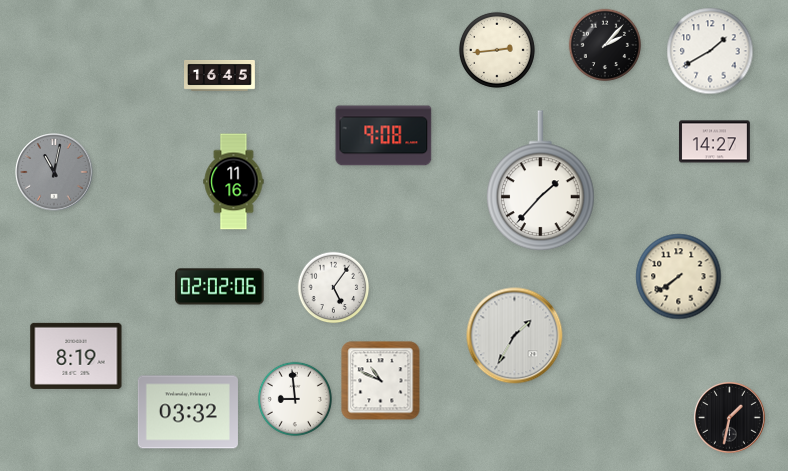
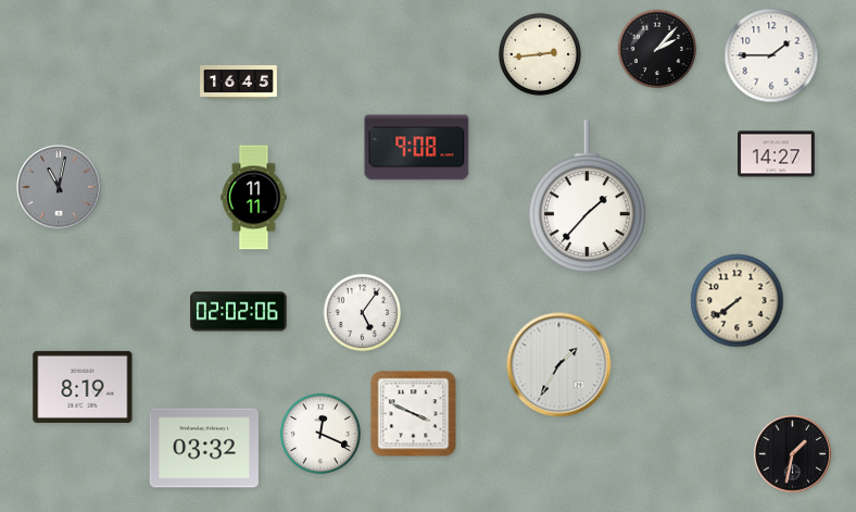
clock at (710, 51): 1:40 -> 1:45
clock at (234, 182): 11:16 -> 11:11
clock at (381, 381): 10:49 -> 3:49
clock at (295, 399): 8:59 -> 12:19
